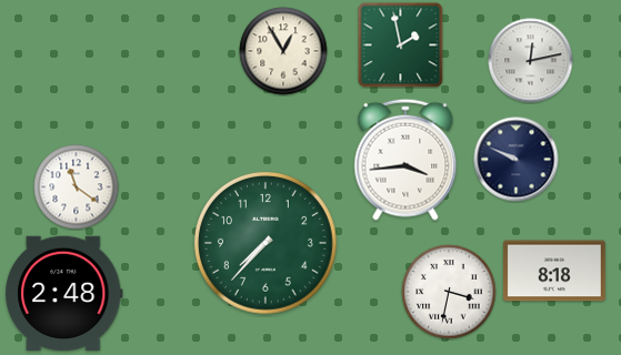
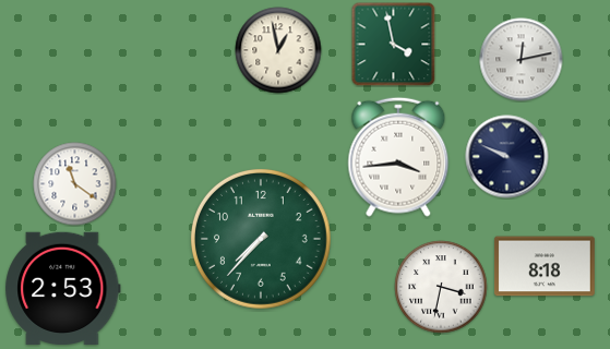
clock at (400, 44): 1:58 -> 3:58
clock at (283, 51): 12:55 -> 12:58
clock at (64, 293): 2:48 -> 2:53
